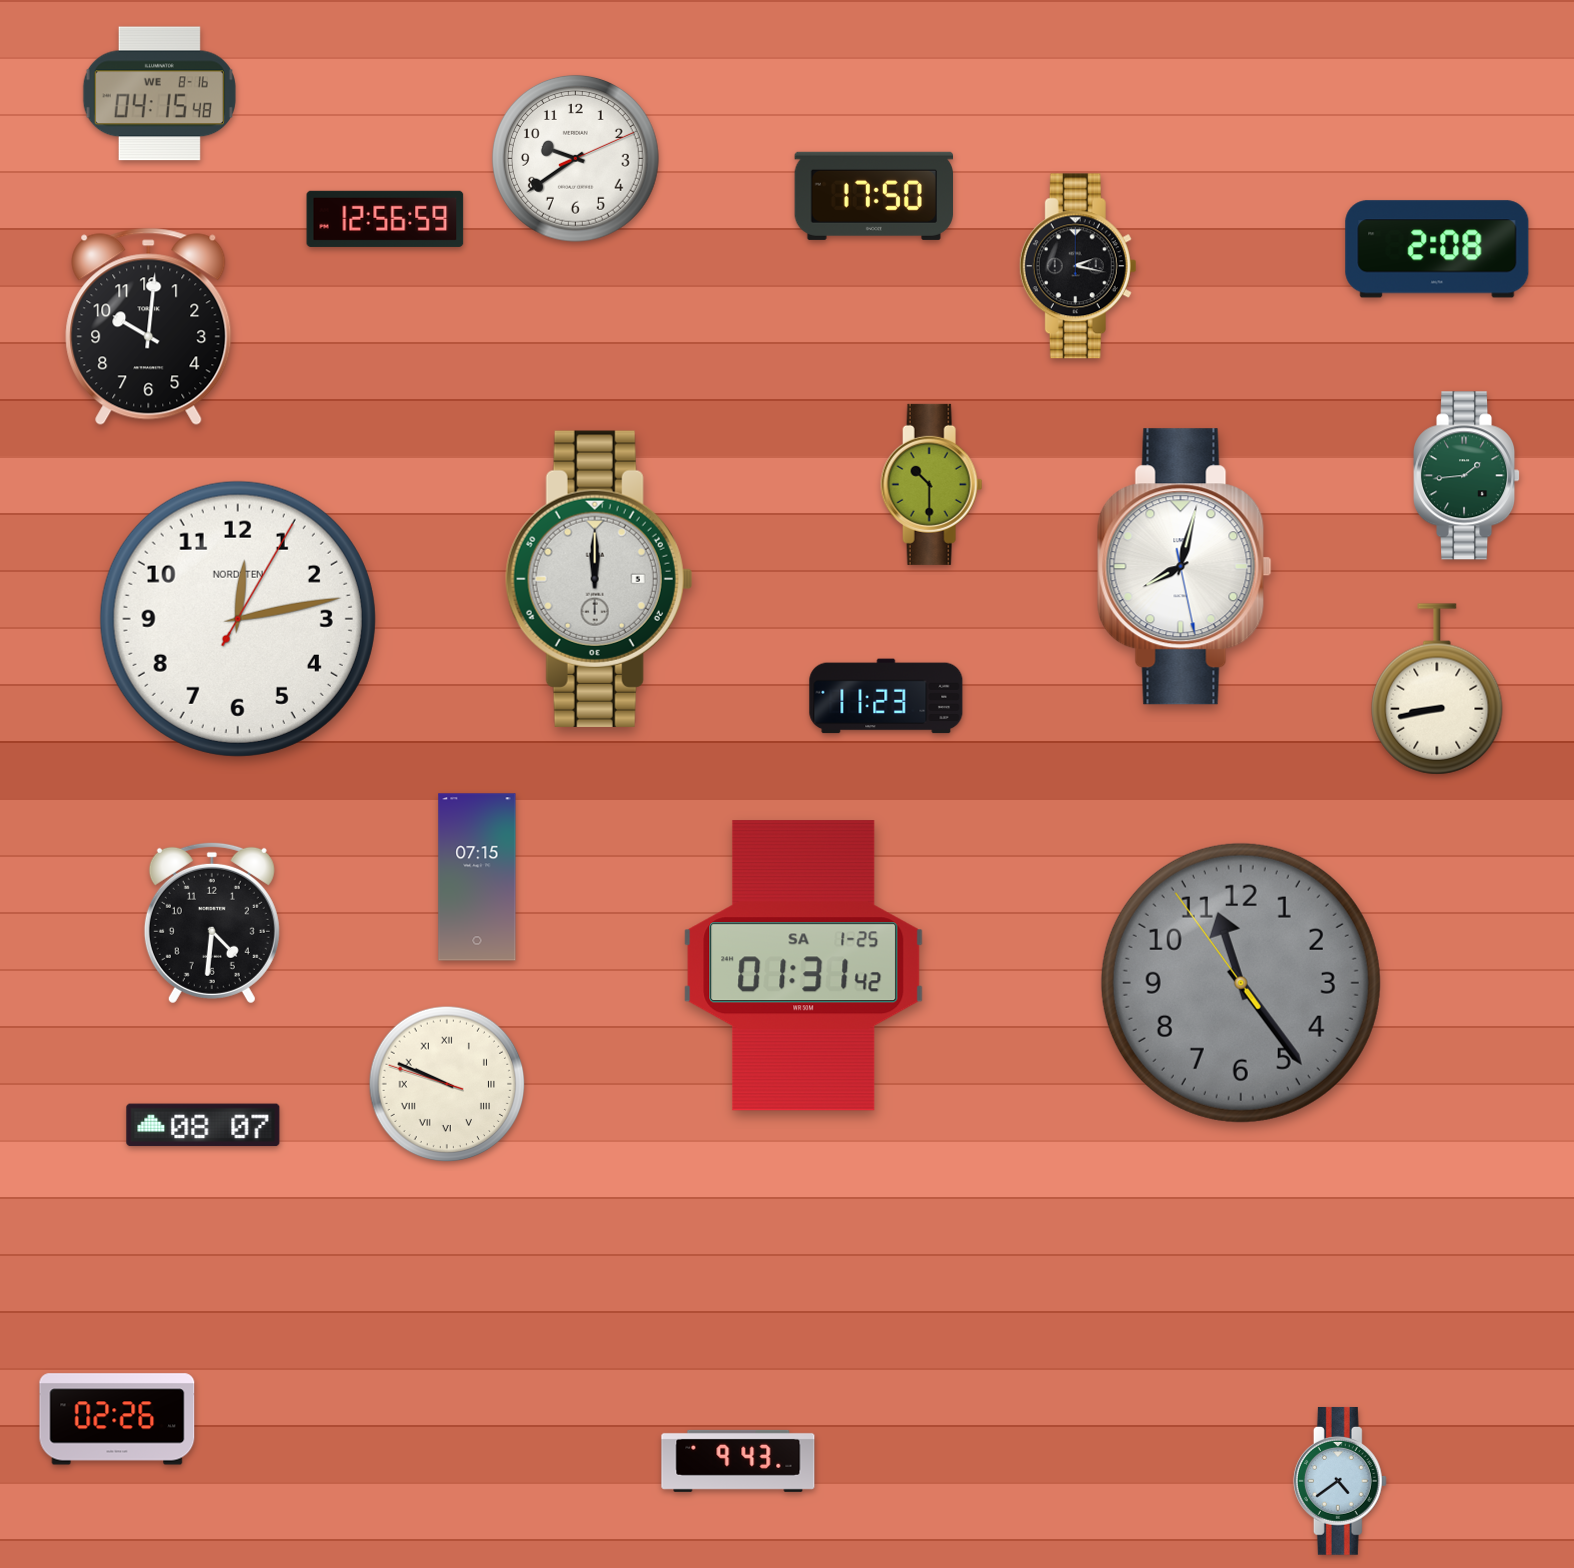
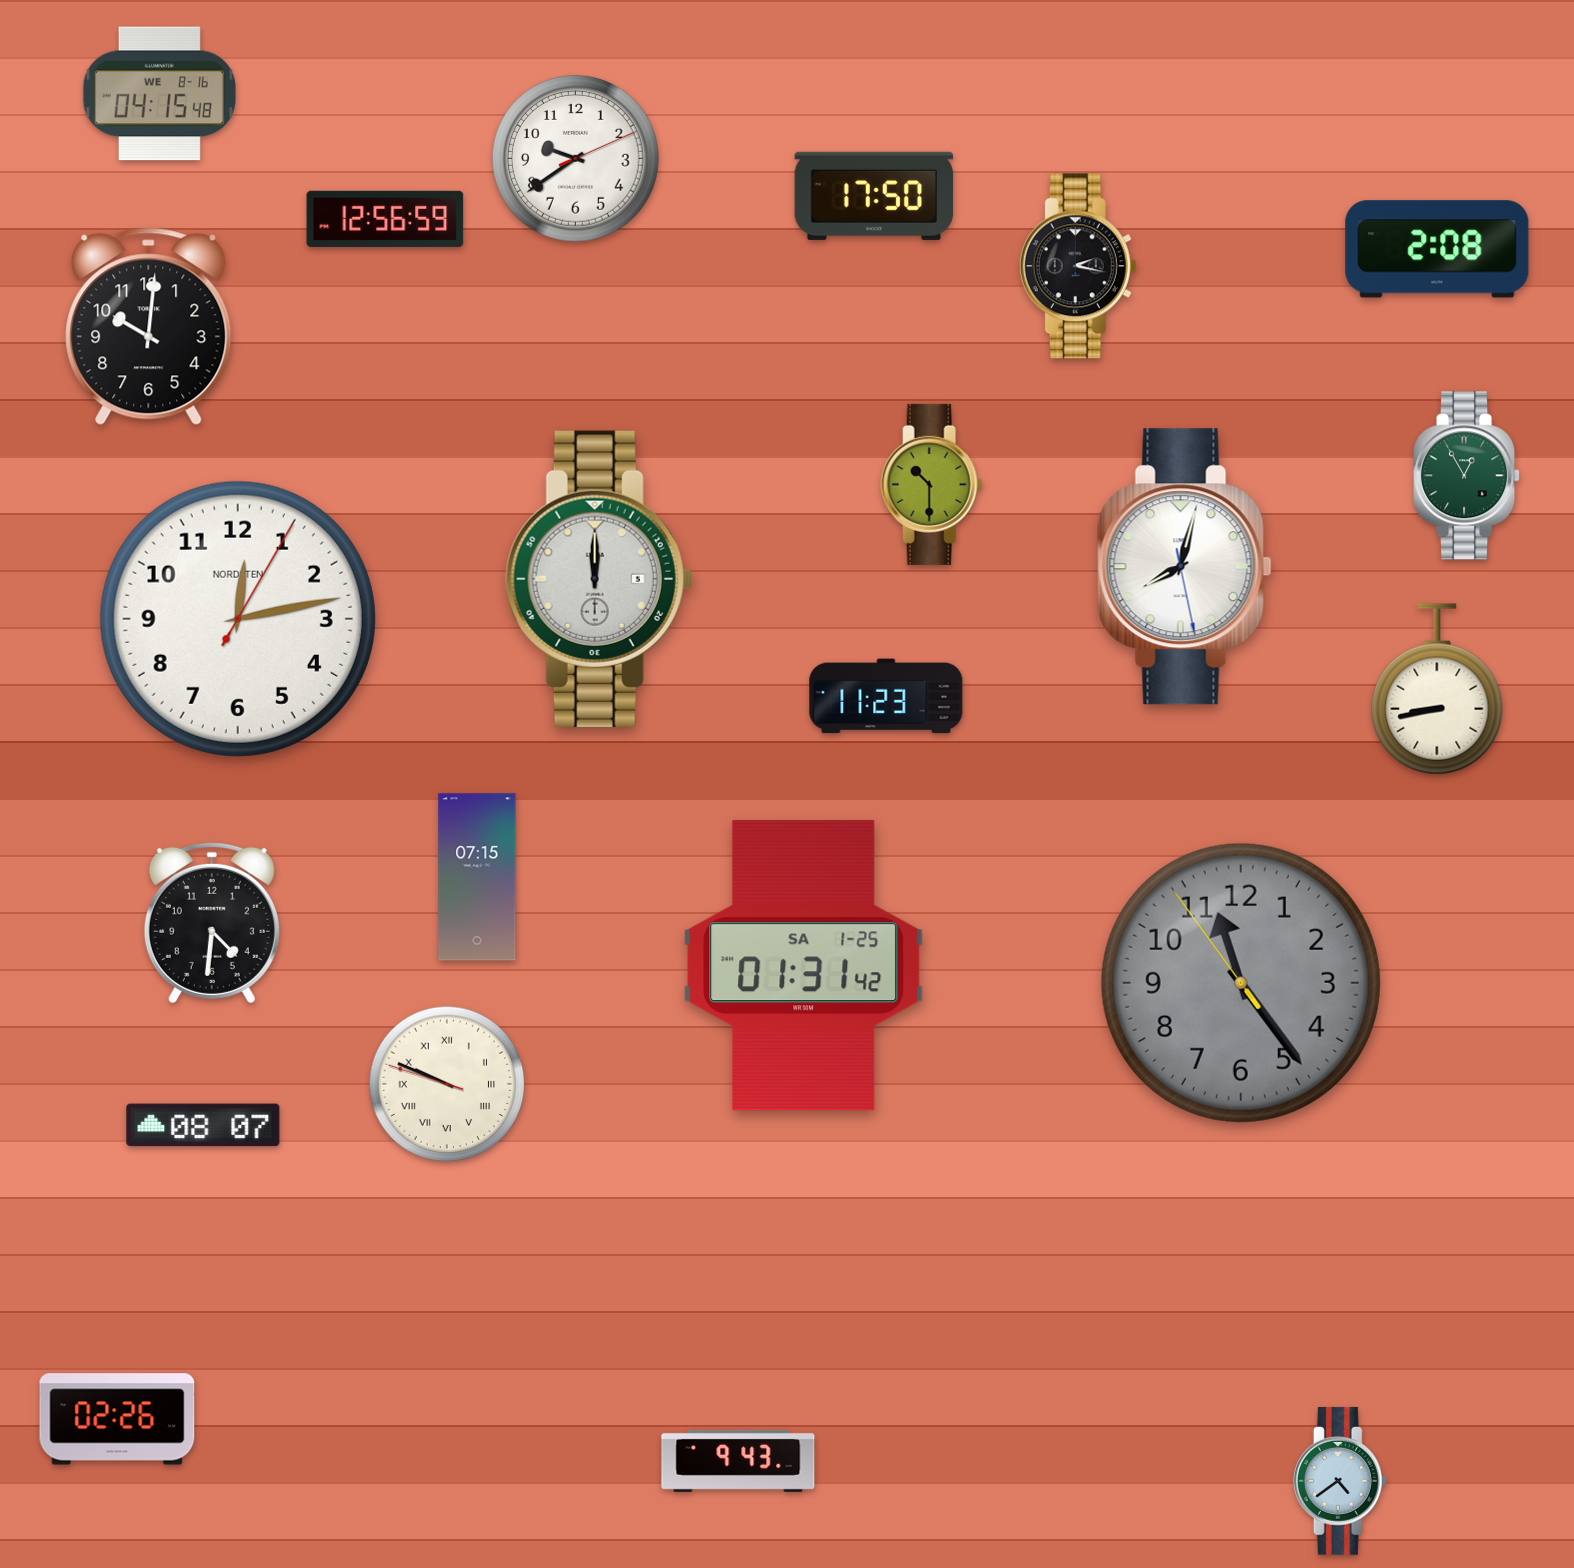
clock at (1468, 476): 1:44 -> 12:55
